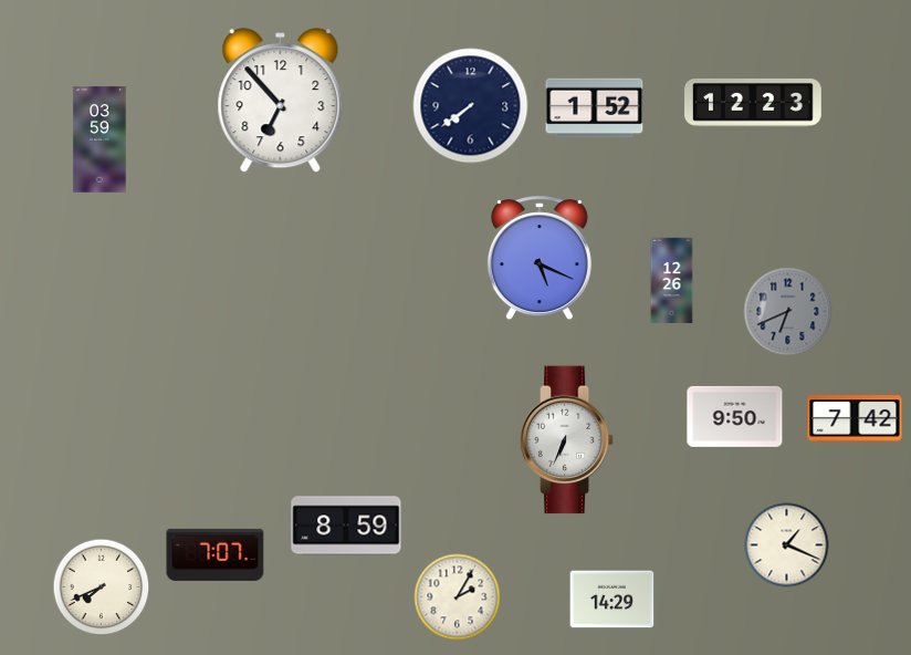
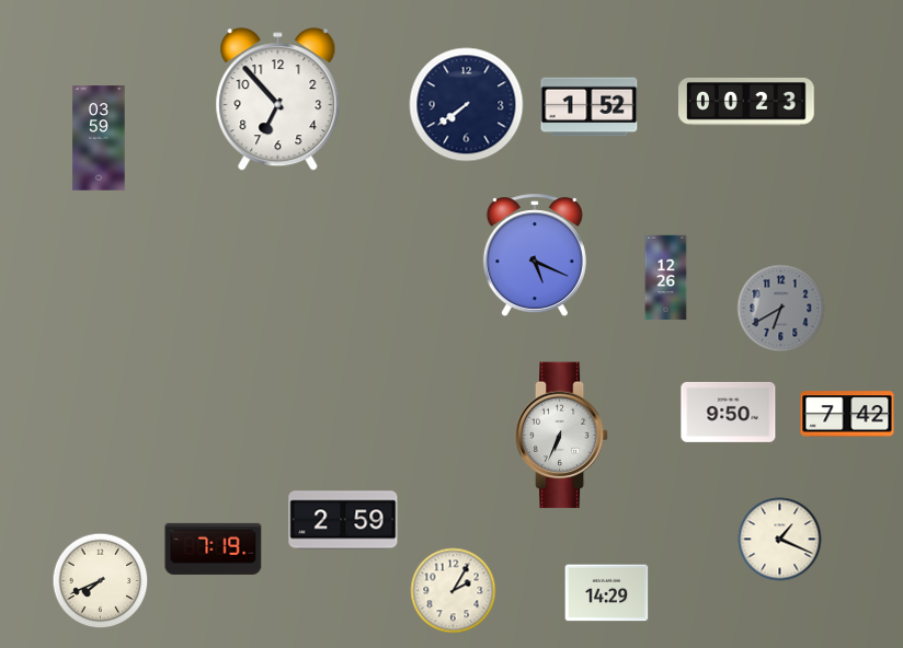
clock at (754, 103): 12:23 -> 00:23
clock at (788, 312): 6:41 -> 6:40
clock at (346, 526): 8:59 -> 2:59
clock at (216, 554): 7:07 -> 7:19
